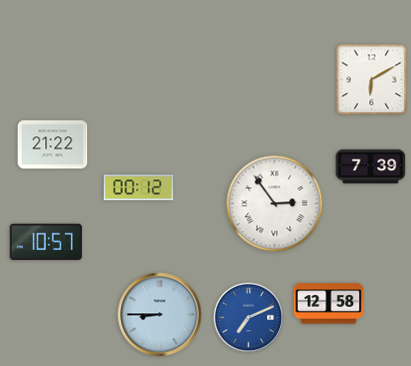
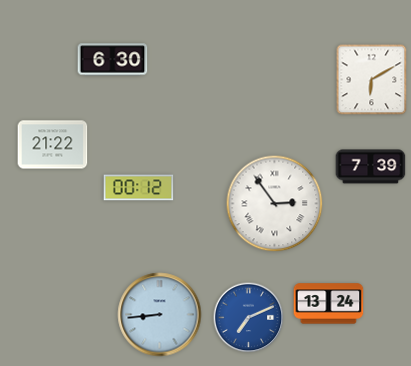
clock at (113, 60): none -> 6:30
clock at (46, 242): 10:57 -> none
clock at (329, 304): 12:58 -> 13:24
clock at (160, 315): 8:45 -> 8:44
